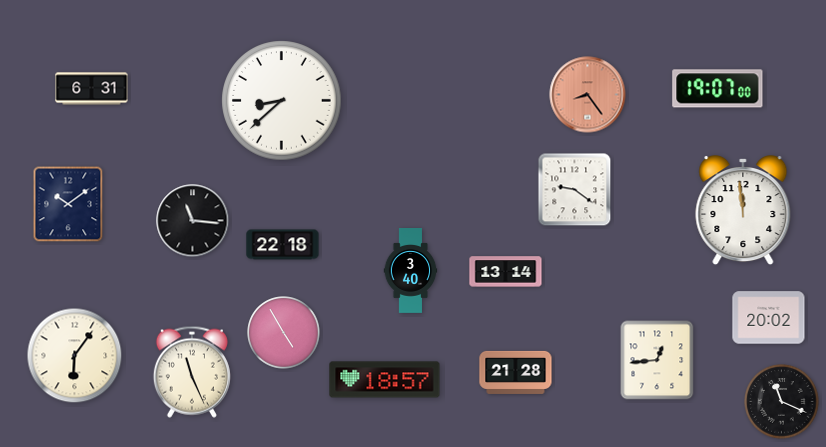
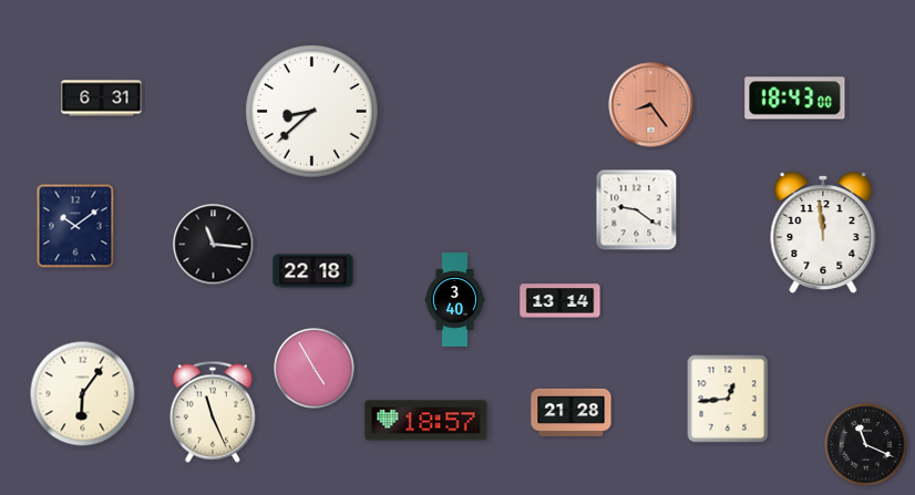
clock at (718, 89): 19:07 -> 18:43
clock at (769, 318): 20:02 -> none
